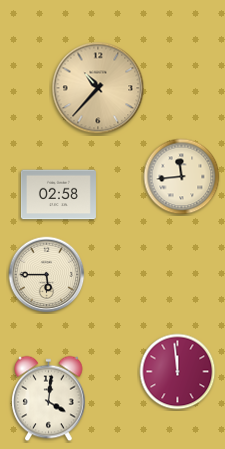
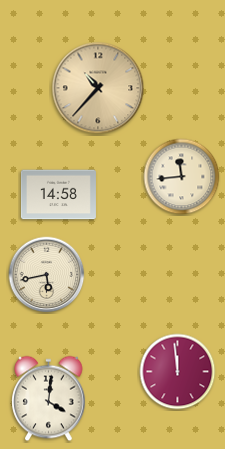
clock at (58, 195): 02:58 -> 14:58
clock at (47, 275): 5:45 -> 5:43
